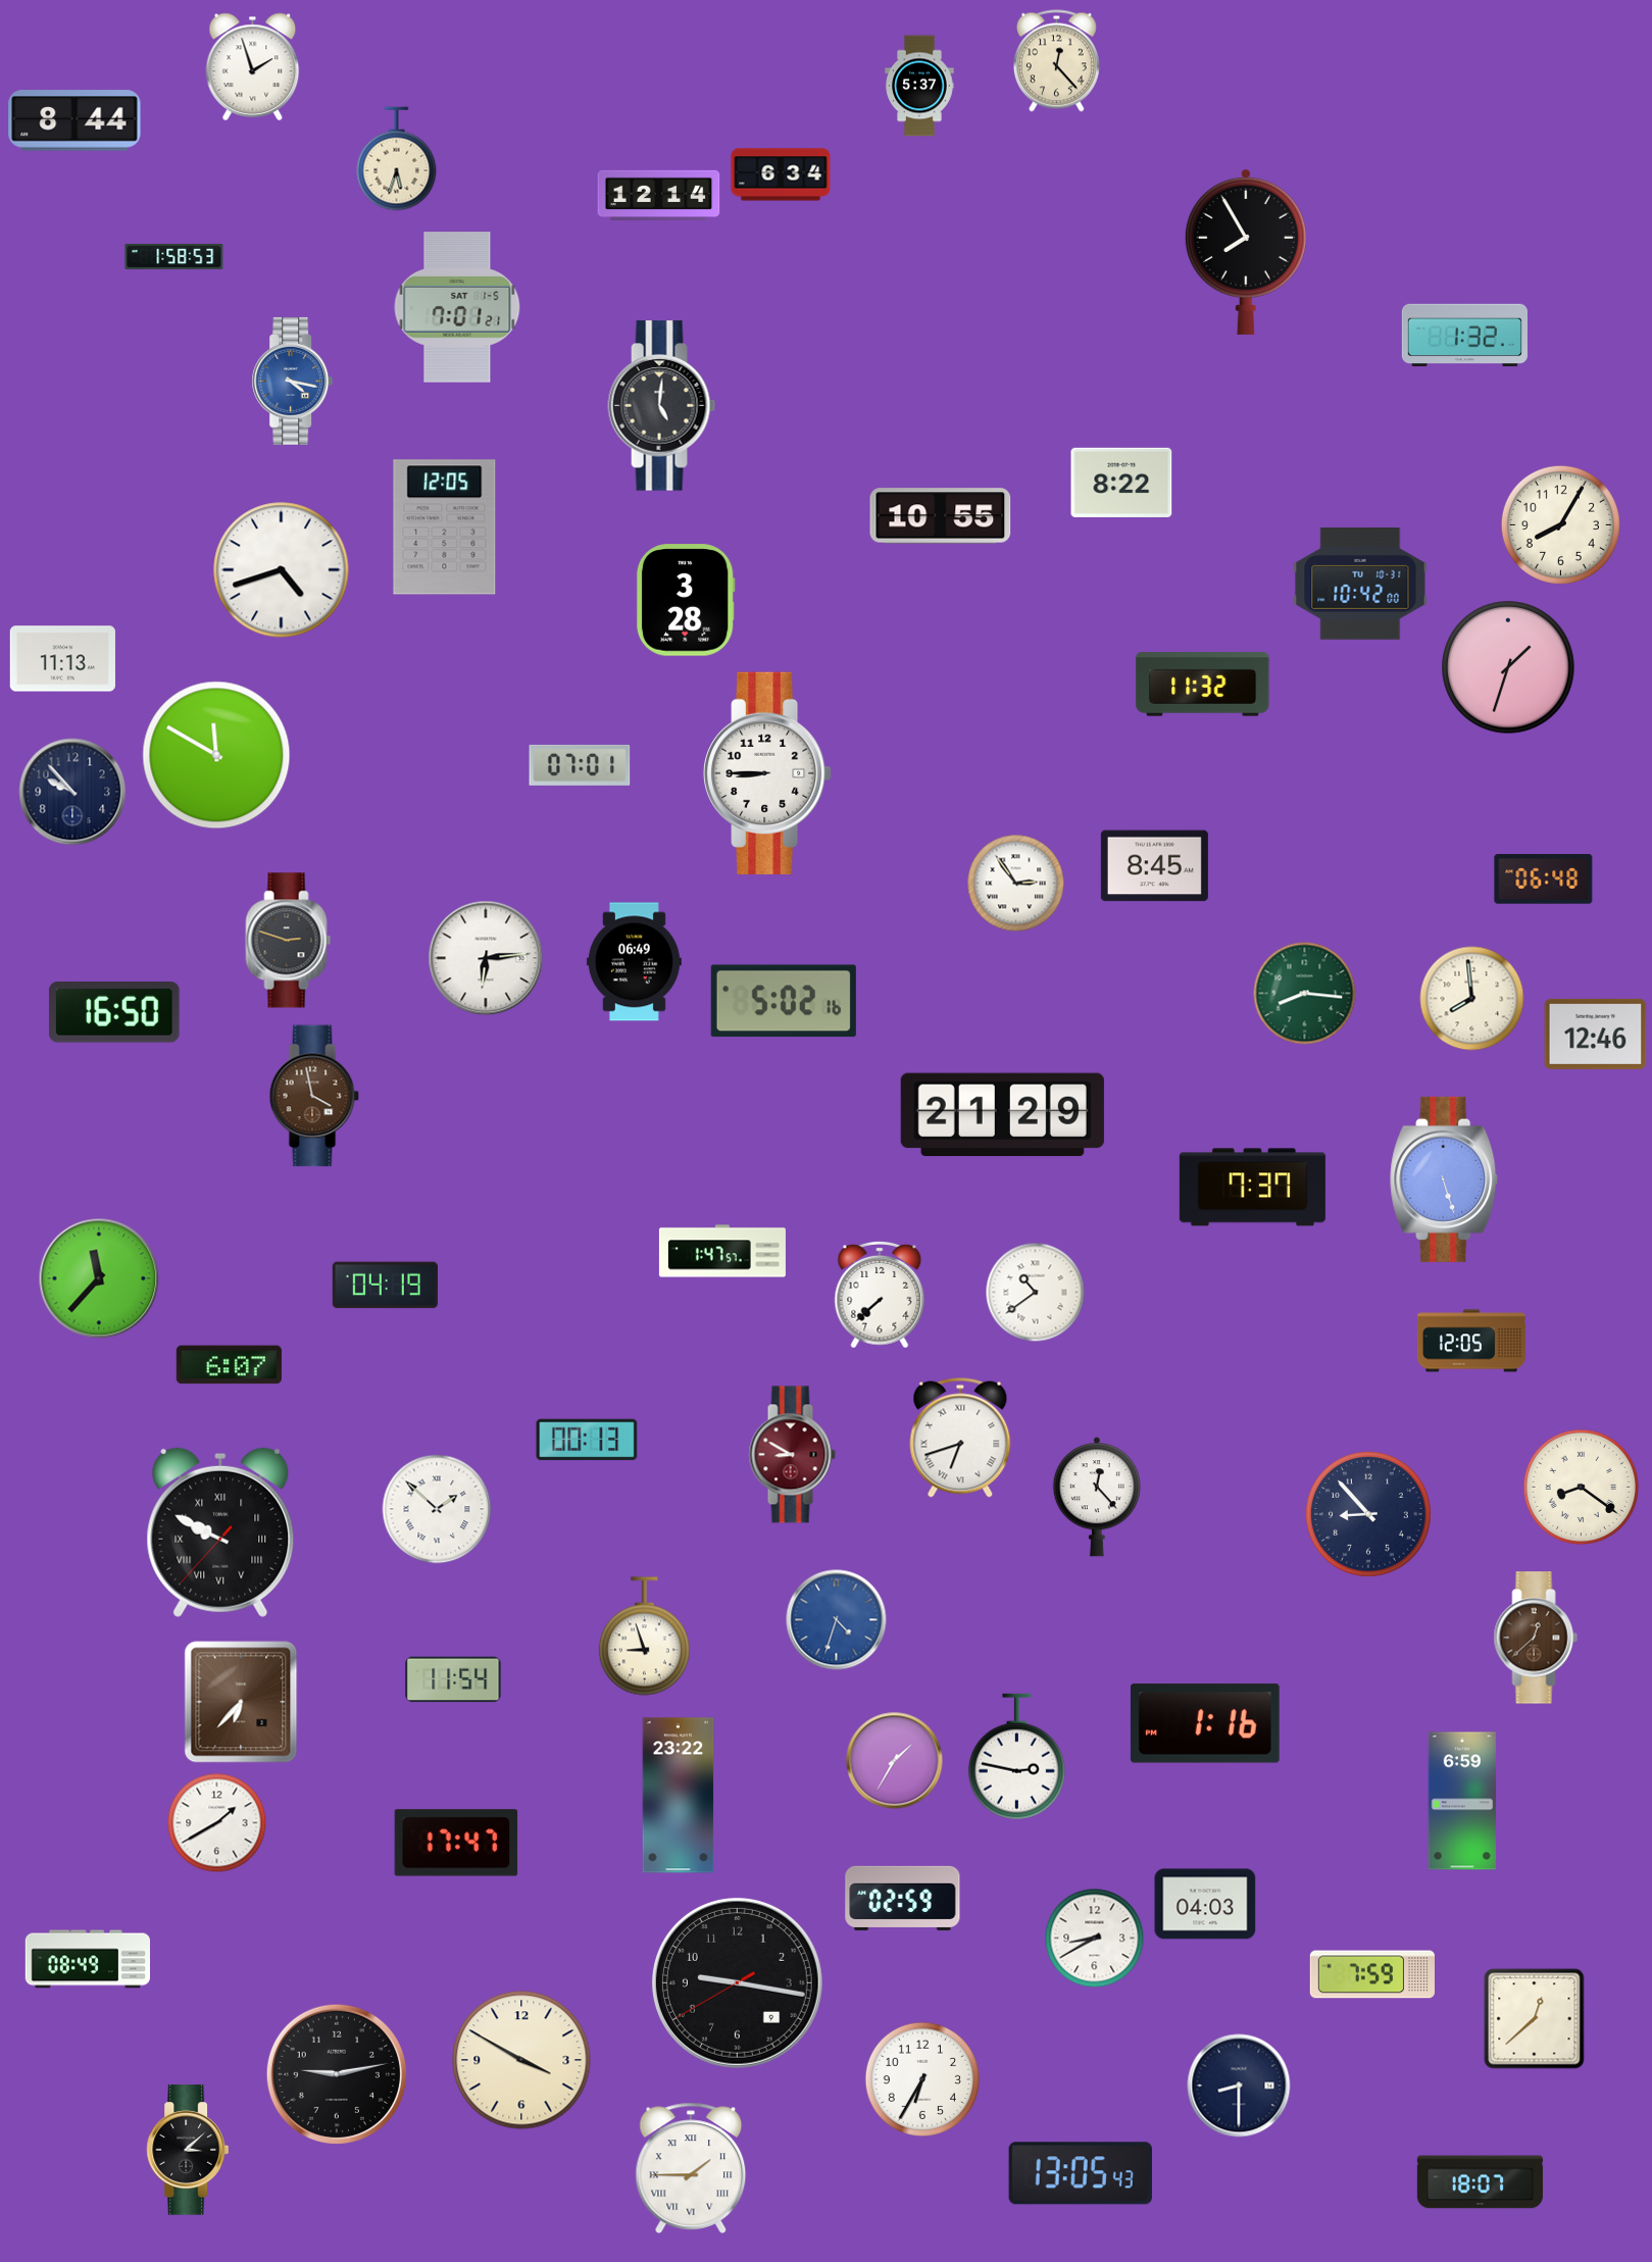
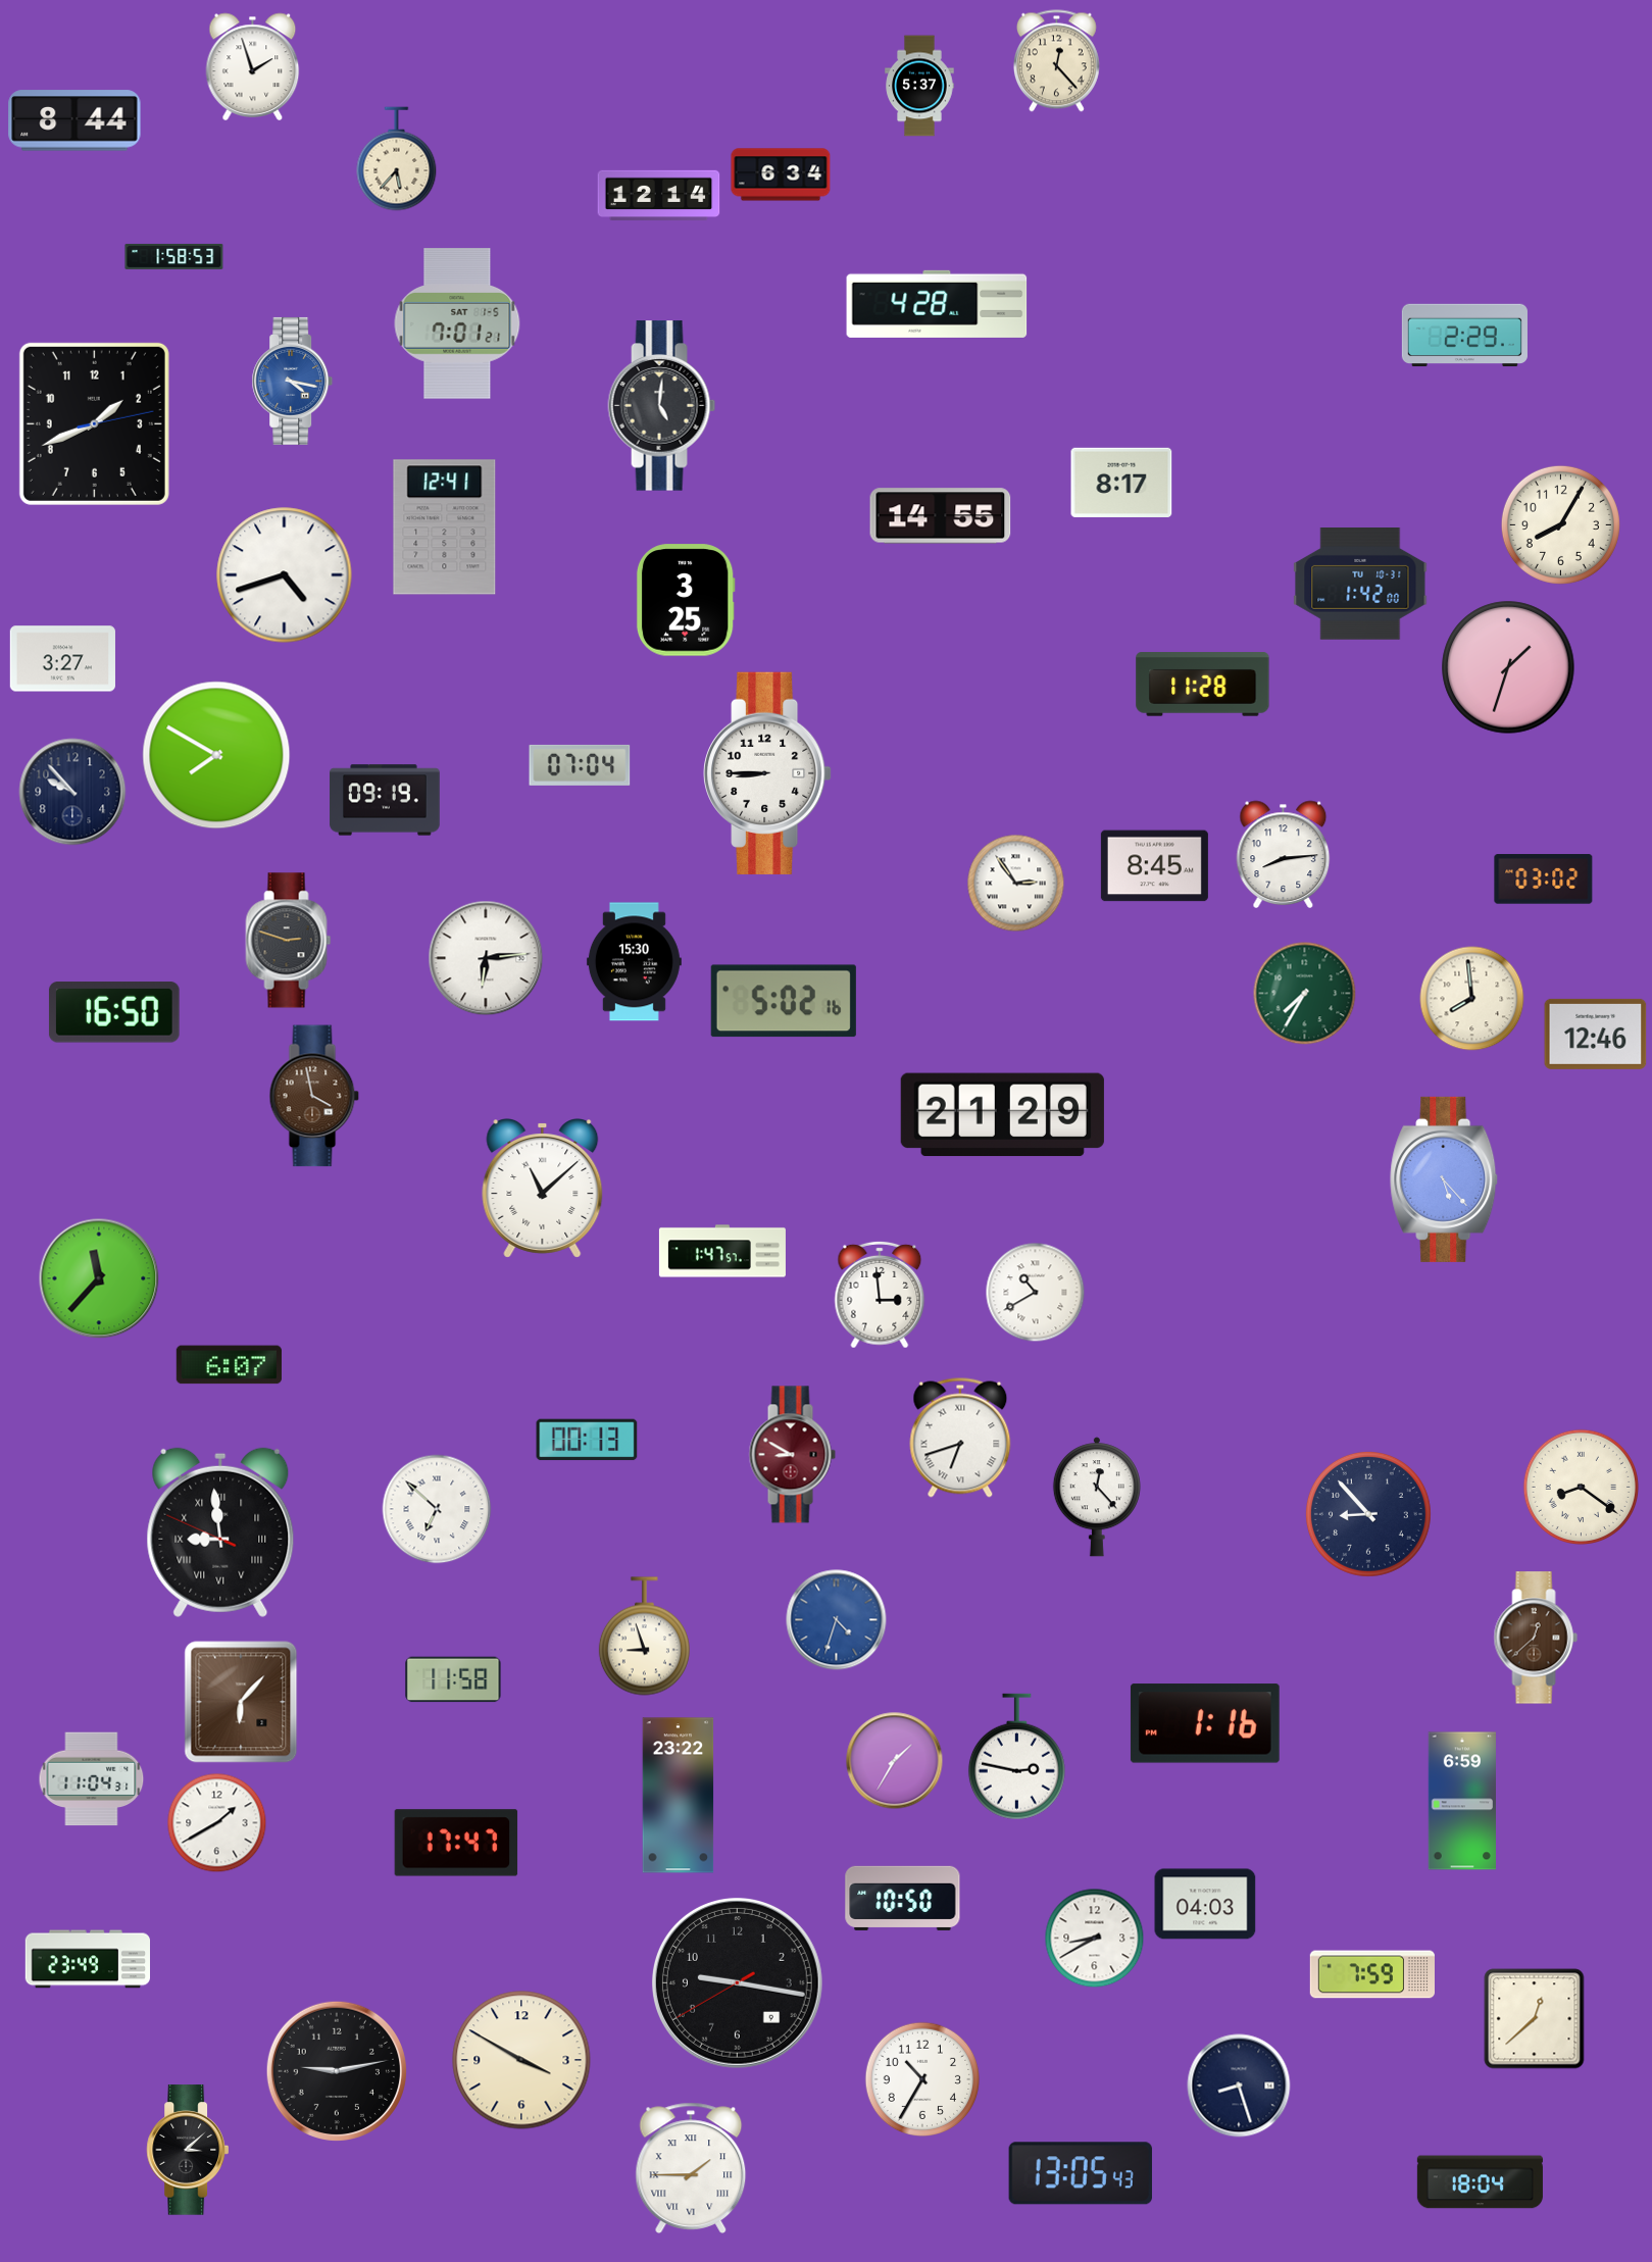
clock at (397, 159): 5:33 -> 5:37
clock at (1246, 251): 7:55 -> none
clock at (937, 304): none -> 4:28
clock at (457, 307) position: (457, 307) -> (457, 323)
clock at (1464, 336): 1:32 -> 2:29
clock at (94, 423): none -> 1:41
clock at (1121, 483): 8:22 -> 8:17
clock at (941, 516): 10:55 -> 14:55
clock at (445, 527): 12:05 -> 12:41
clock at (282, 570) position: (282, 570) -> (285, 575)
clock at (1360, 585): 10:42 -> 1:42
clock at (686, 600): 3:28 -> 3:25
clock at (62, 659): 11:13 -> 3:27
clock at (1203, 685): 11:32 -> 11:28
clock at (216, 755): 11:50 -> 7:50
clock at (580, 765): 07:01 -> 07:04
clock at (385, 800): none -> 09:19
clock at (1284, 854): none -> 8:14
clock at (1544, 879): 06:48 -> 03:02
clock at (634, 962): 06:49 -> 15:30
clock at (1305, 994): 8:16 -> 7:35
clock at (1445, 1179): 5:27 -> 5:23
clock at (1252, 1188): 7:37 -> none
clock at (543, 1189): none -> 11:08
clock at (385, 1286): 04:19 -> none
clock at (1036, 1293): 10:39 -> 10:40
clock at (880, 1295): 7:38 -> 2:59
clock at (1471, 1341): 12:05 -> none
clock at (437, 1509): 1:52 -> 6:52
clock at (220, 1532): 9:49 -> 8:58
clock at (453, 1679): 11:54 -> 11:58
clock at (241, 1702): 6:37 -> 6:07
clock at (92, 1779): none -> 11:04
clock at (903, 1898): 02:59 -> 10:50
clock at (87, 1959): 08:49 -> 23:49
clock at (336, 2073) position: (336, 2073) -> (336, 2070)
clock at (922, 2079): 6:35 -> 10:35
clock at (1239, 2085): 8:30 -> 8:27
clock at (1480, 2182): 18:07 -> 18:04
